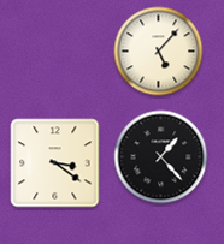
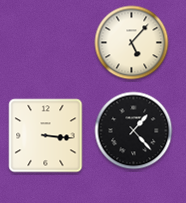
clock at (55, 163): 3:21 -> 3:16
